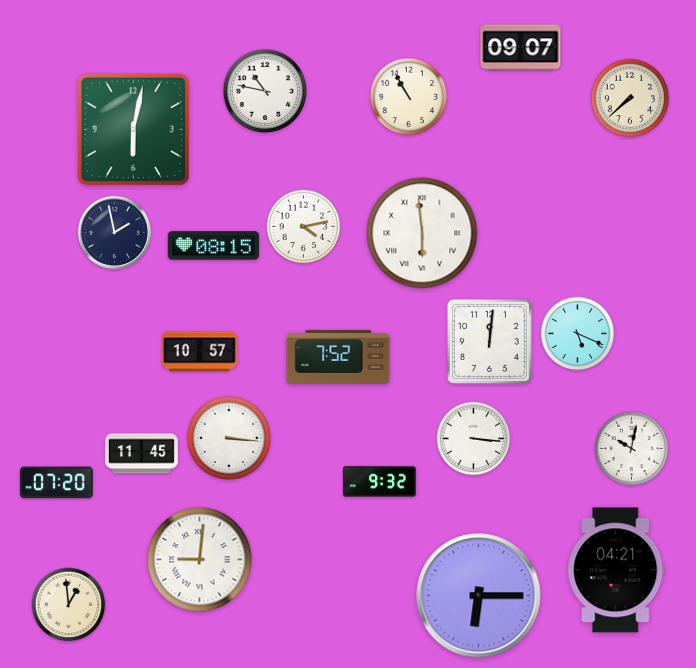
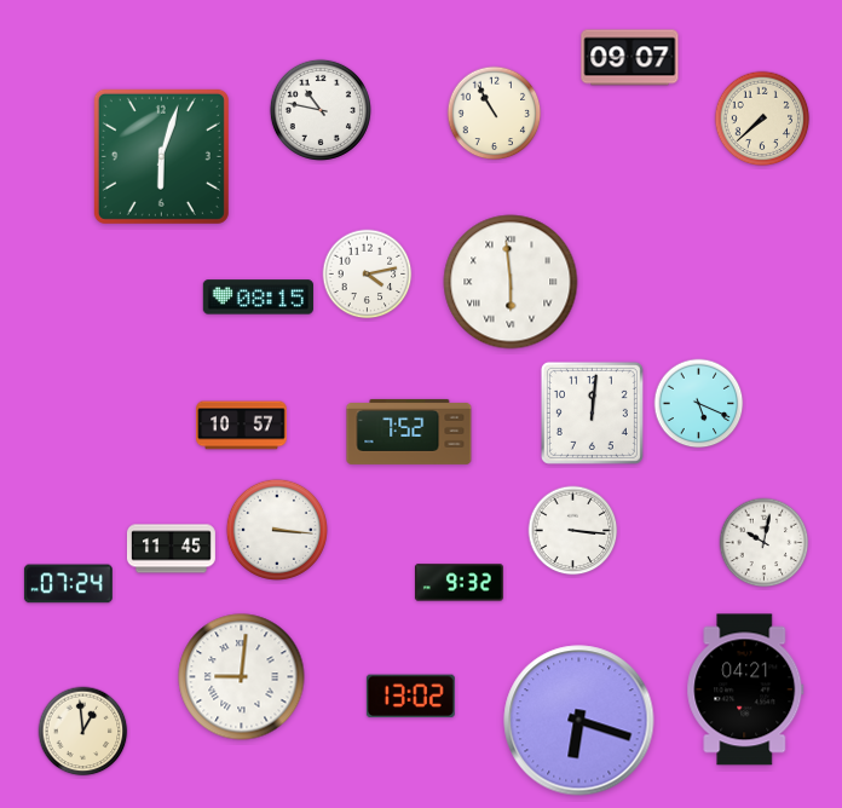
clock at (409, 97) position: (409, 97) -> (495, 114)
clock at (133, 129): 6:02 -> 6:03
clock at (114, 232): 1:58 -> none
clock at (56, 483): 07:20 -> 07:24
clock at (410, 697): none -> 13:02
clock at (479, 596): 6:15 -> 6:18
